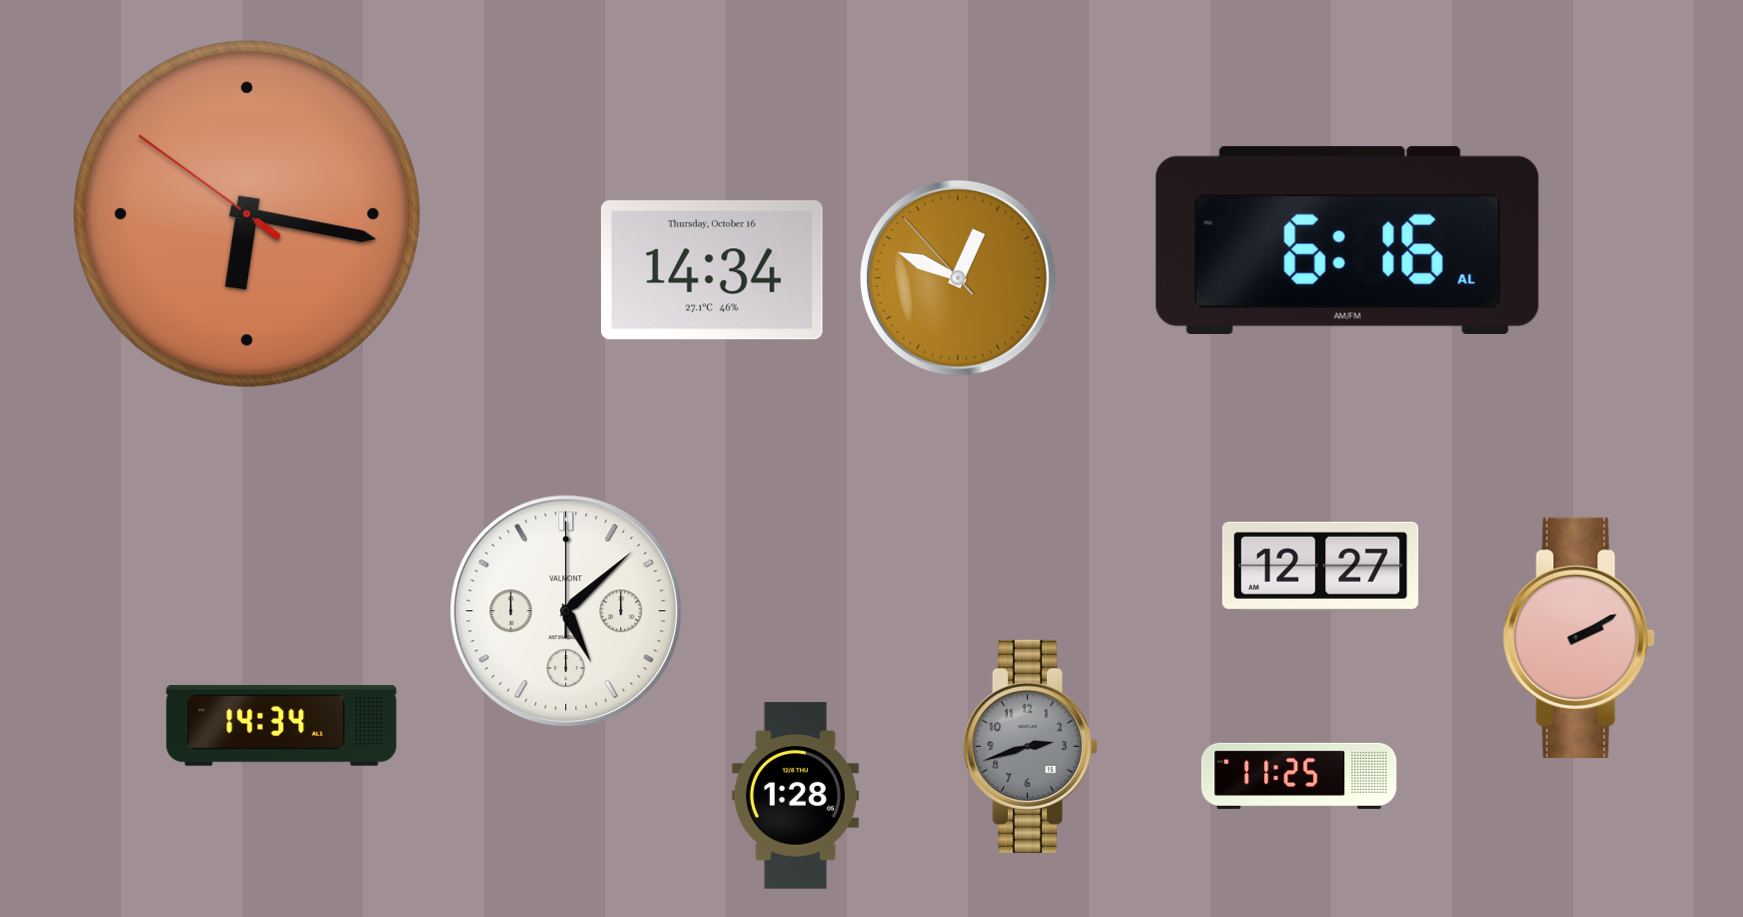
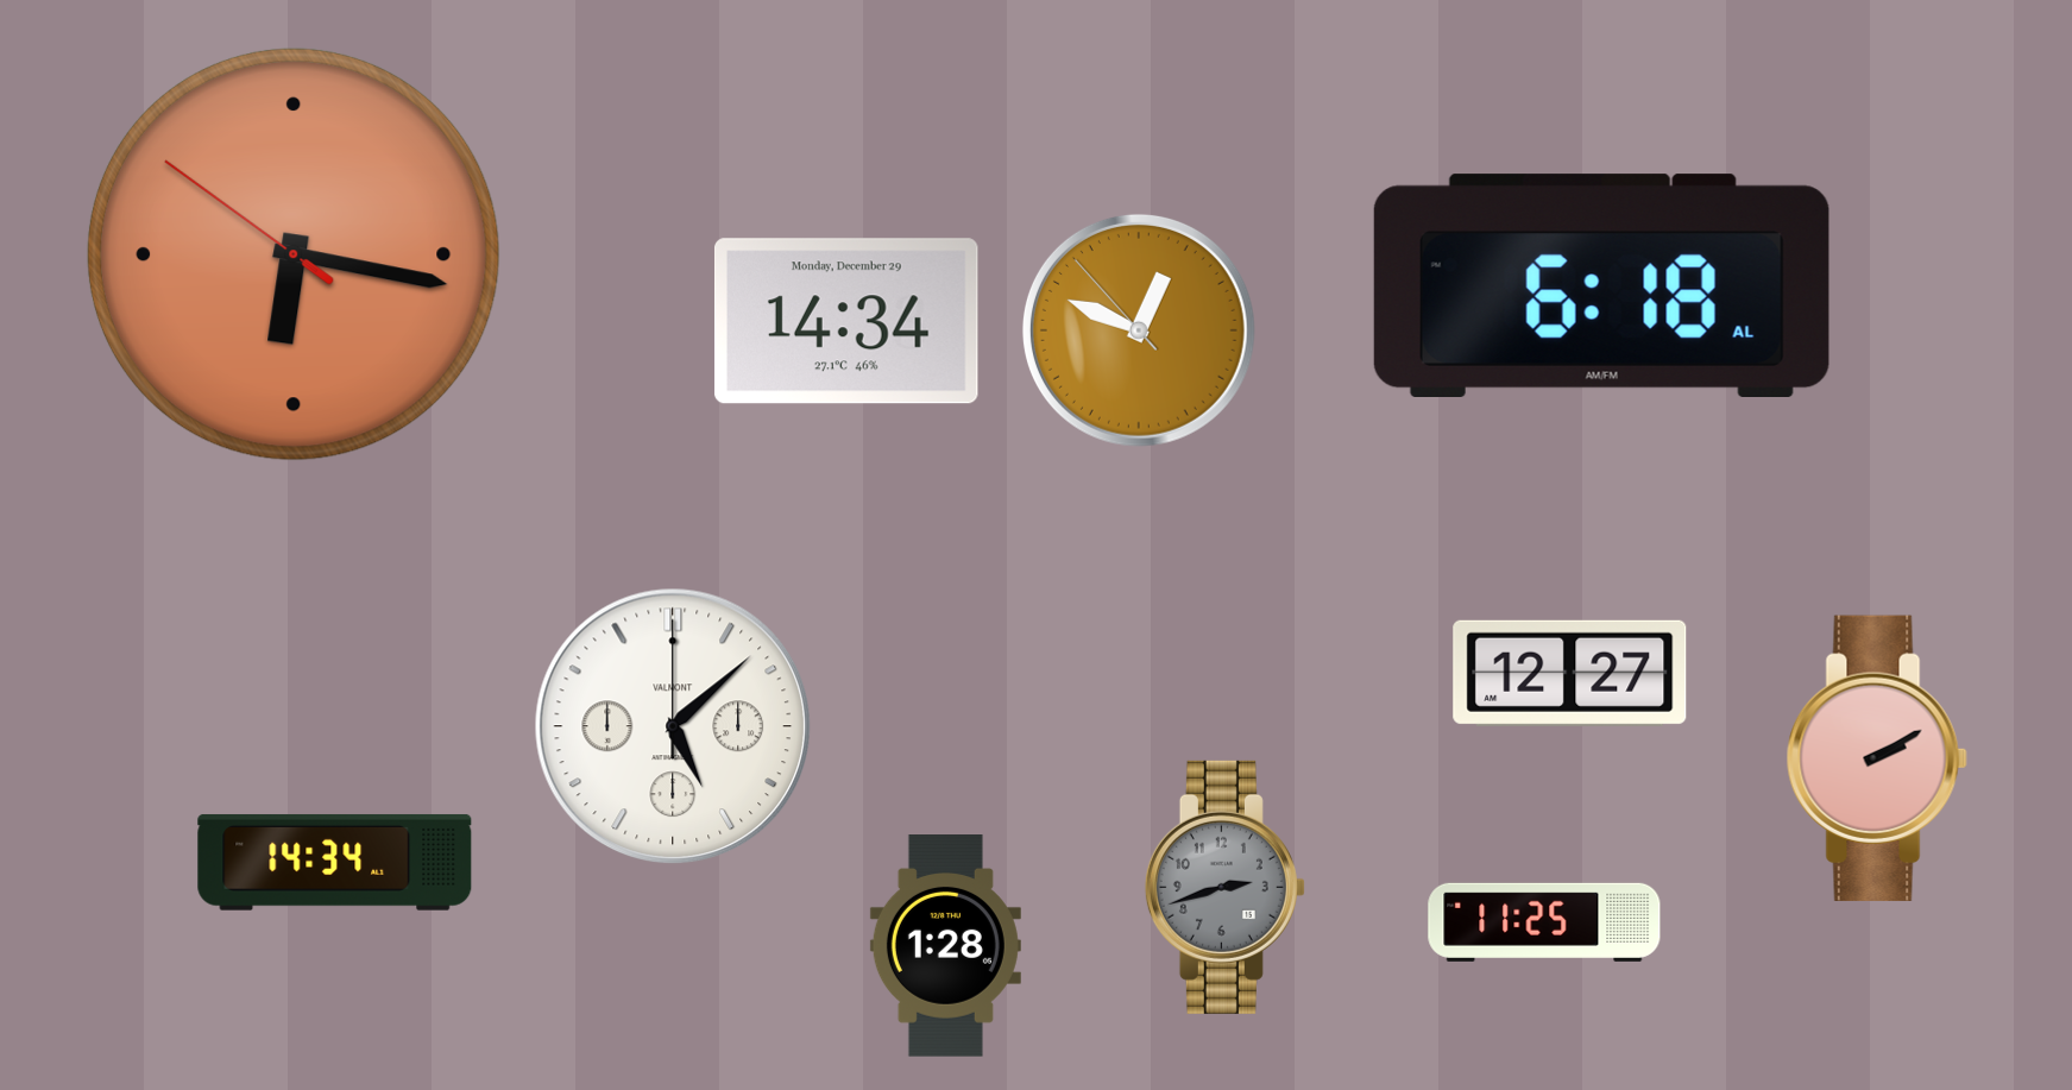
clock at (1347, 240): 6:16 -> 6:18
clock at (712, 270) date: Thursday, October 16 -> Monday, December 29
